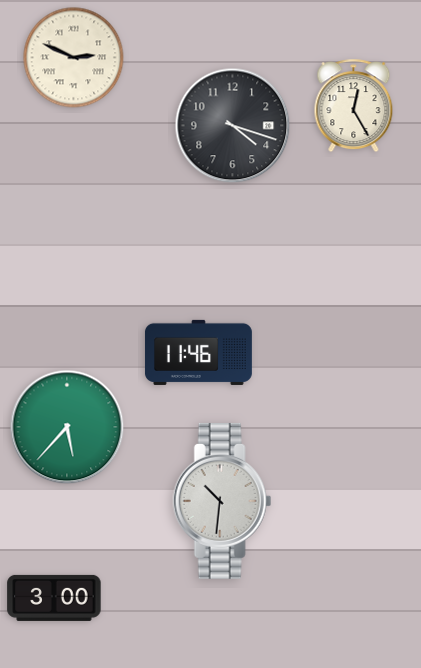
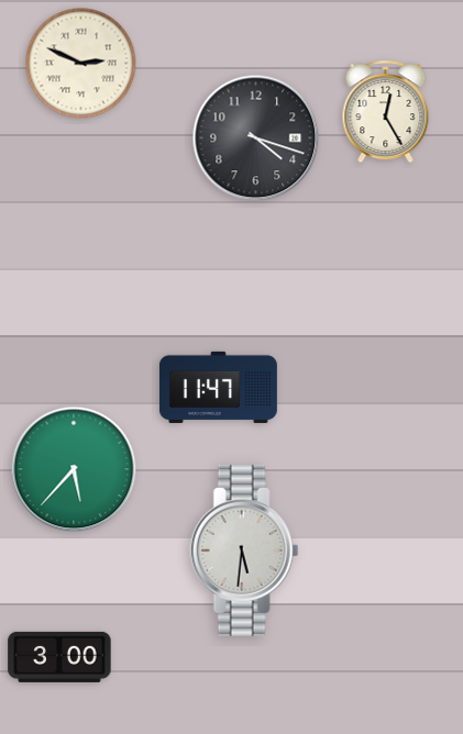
clock at (354, 106) position: (354, 106) -> (386, 112)
clock at (198, 352): 11:46 -> 11:47
clock at (222, 501): 10:31 -> 5:31
